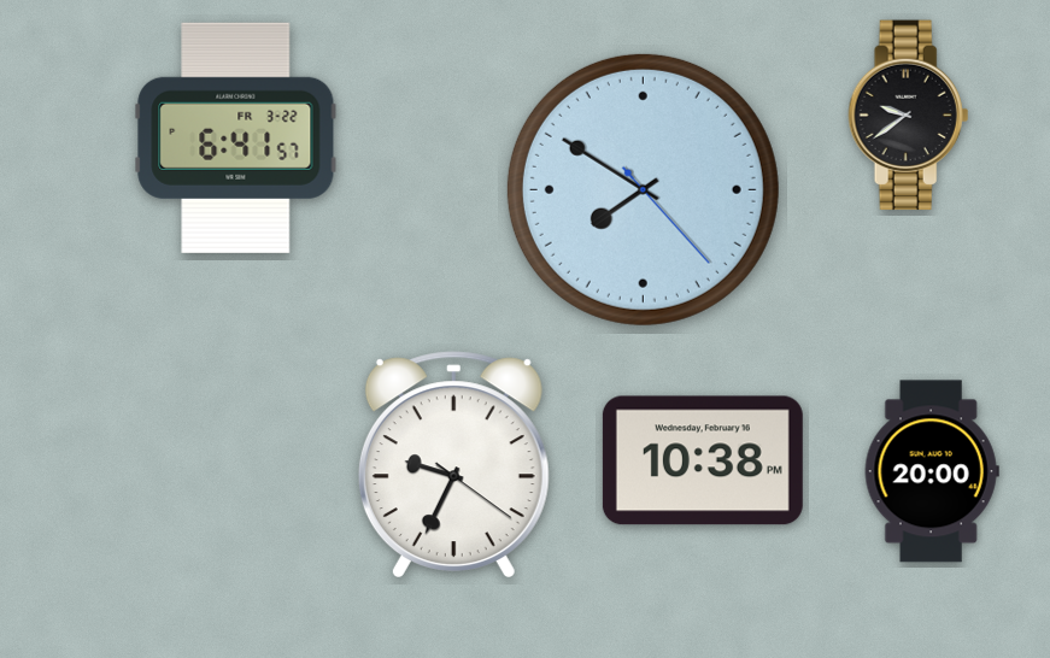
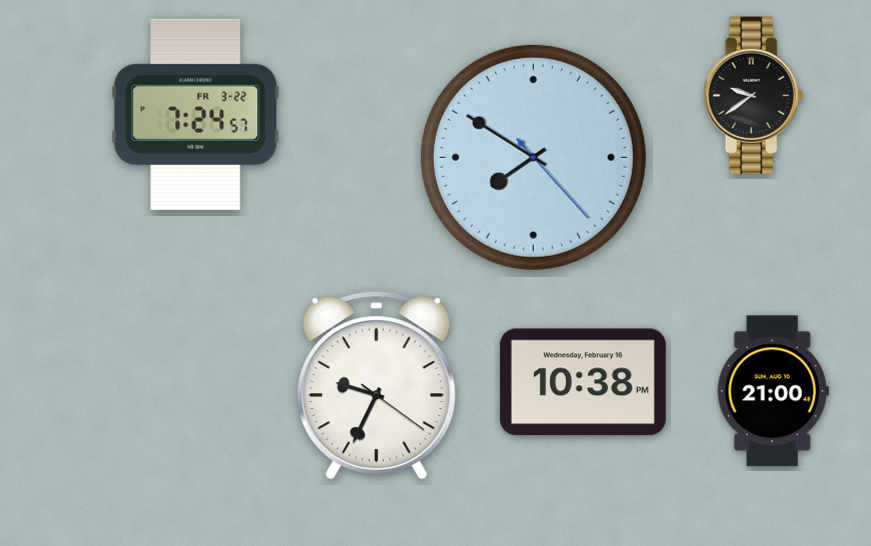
clock at (236, 137): 6:41 -> 7:24
clock at (932, 471): 20:00 -> 21:00
